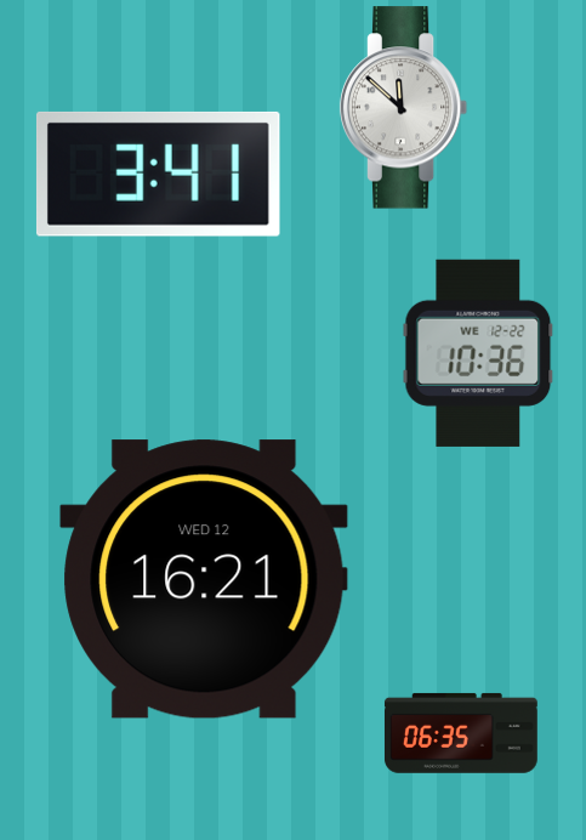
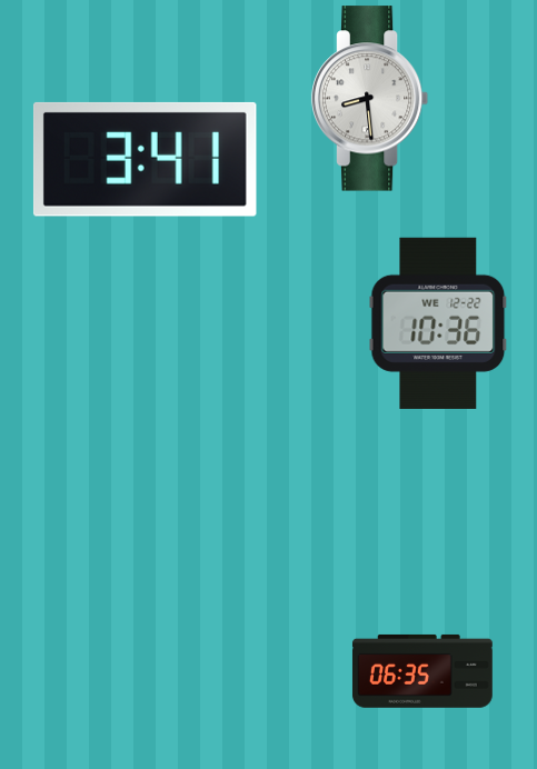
clock at (404, 108): 11:52 -> 8:29
clock at (204, 579): 16:21 -> none
